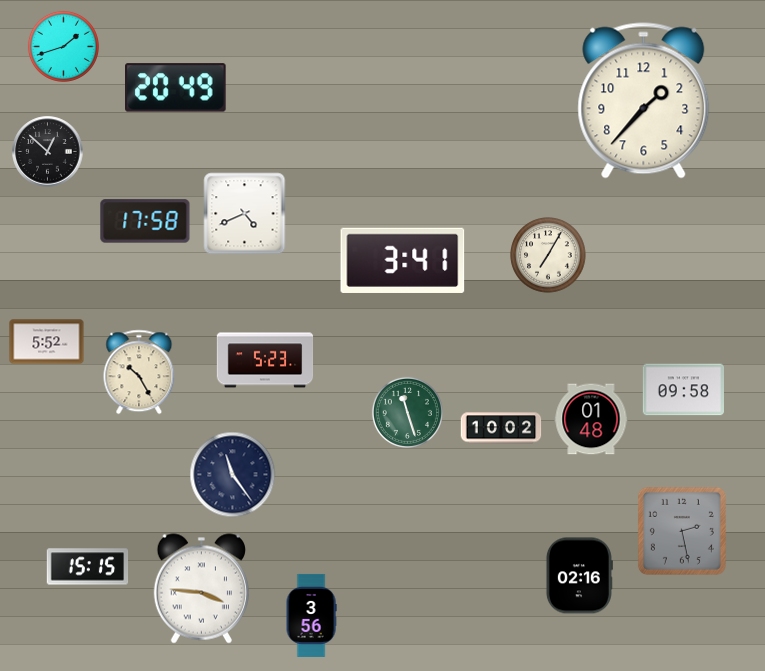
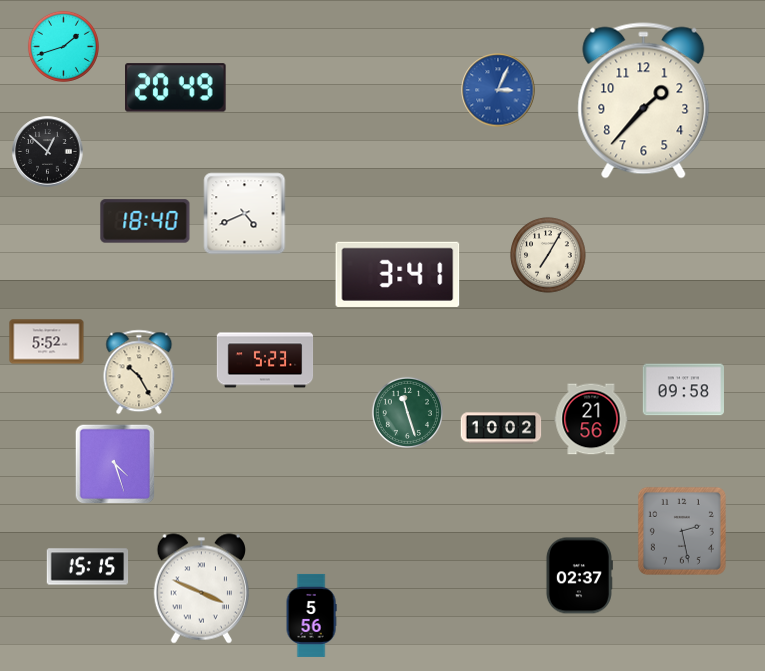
clock at (498, 90): none -> 3:04
clock at (145, 221): 17:58 -> 18:40
clock at (403, 260) position: (403, 260) -> (398, 274)
clock at (591, 419): 01:48 -> 21:56
clock at (115, 464): none -> 4:27
clock at (233, 475): 11:24 -> none
clock at (579, 576): 02:16 -> 02:37
clock at (201, 589): 3:46 -> 3:49
clock at (311, 615): 3:56 -> 5:56
